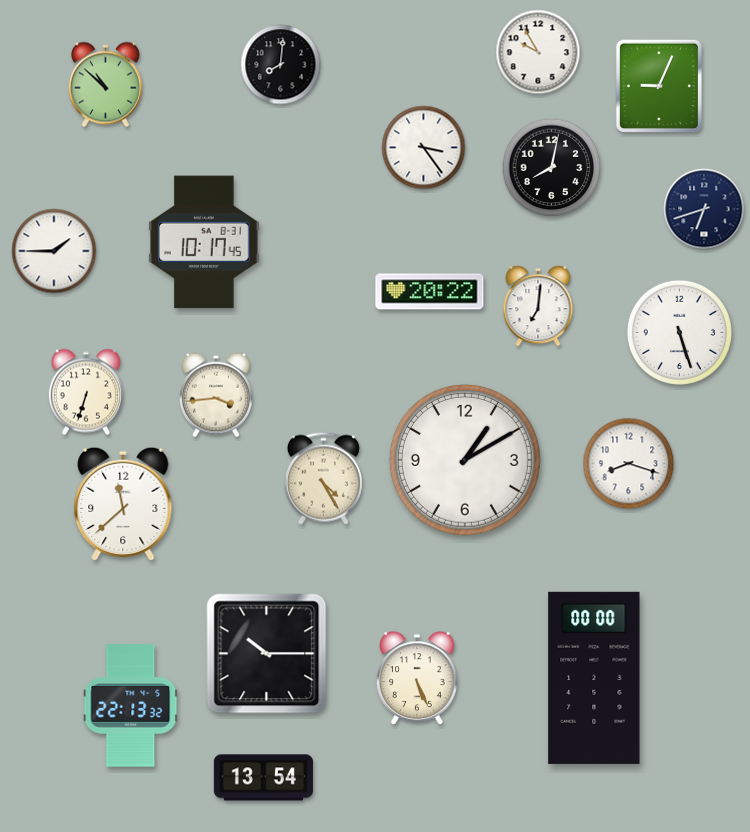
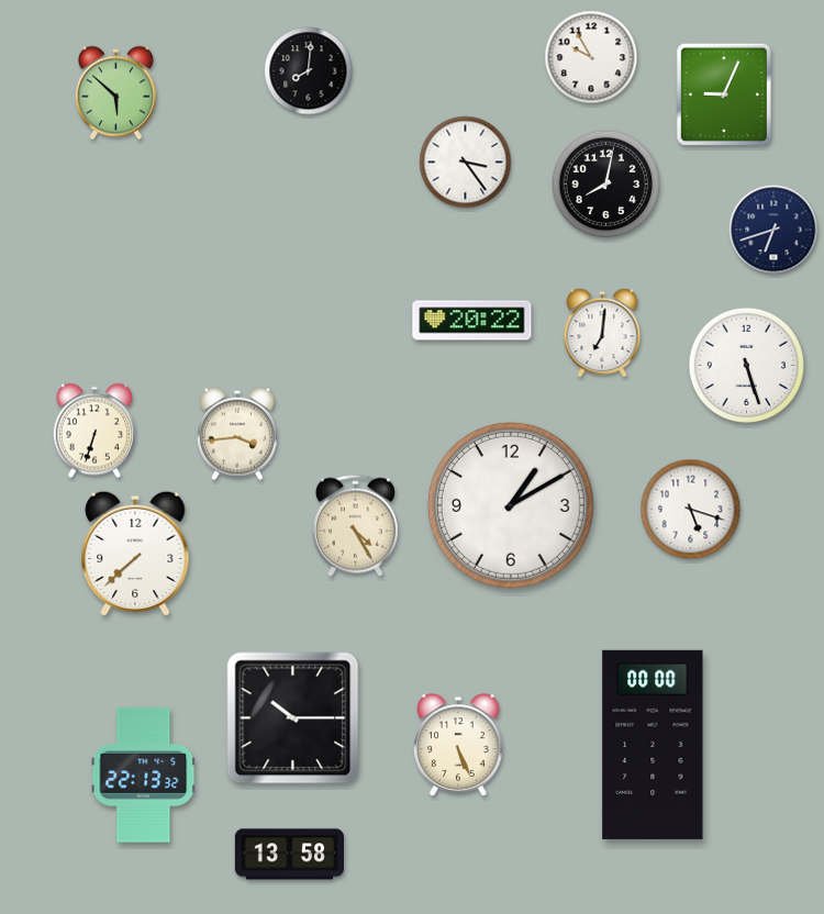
clock at (105, 85): 10:52 -> 5:52
clock at (204, 242): 10:17 -> none
clock at (54, 251): 1:45 -> none
clock at (538, 306) position: (538, 306) -> (602, 333)
clock at (629, 464): 8:18 -> 5:18
clock at (123, 504): 11:38 -> 7:38
clock at (263, 778): 13:54 -> 13:58
